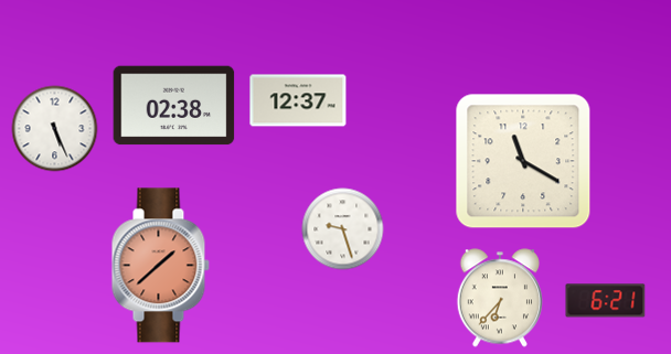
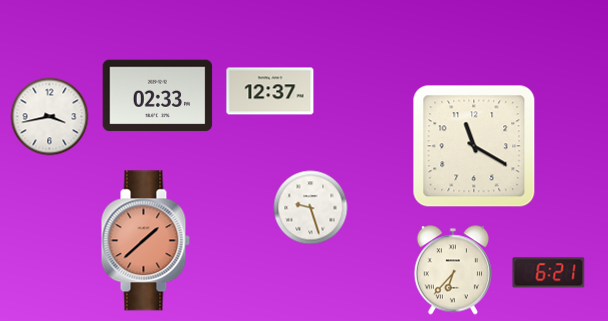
clock at (174, 106): 02:38 -> 02:33
clock at (55, 129): 5:26 -> 3:43
